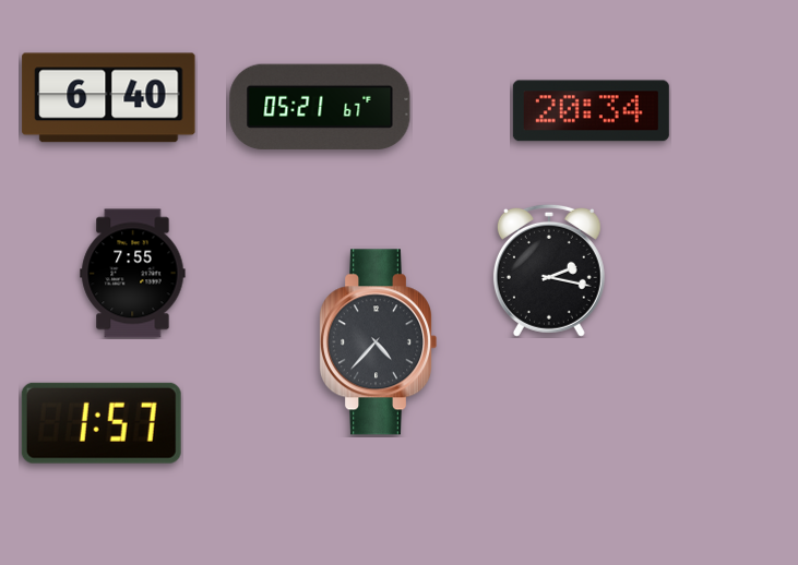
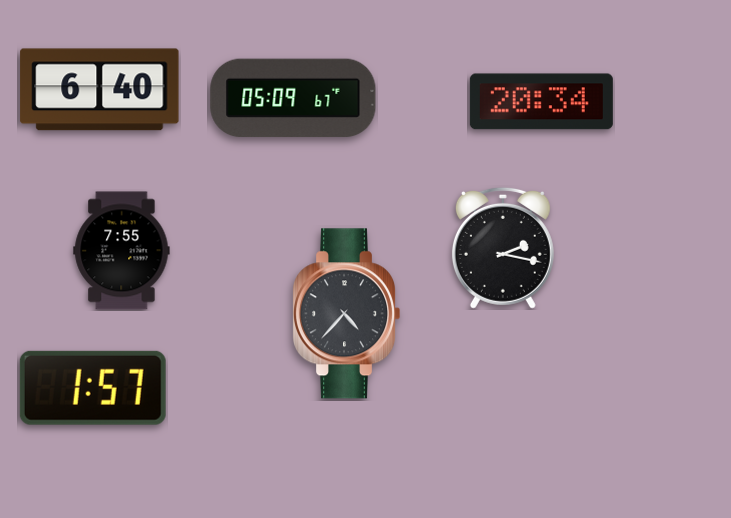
clock at (320, 107): 05:21 -> 05:09
